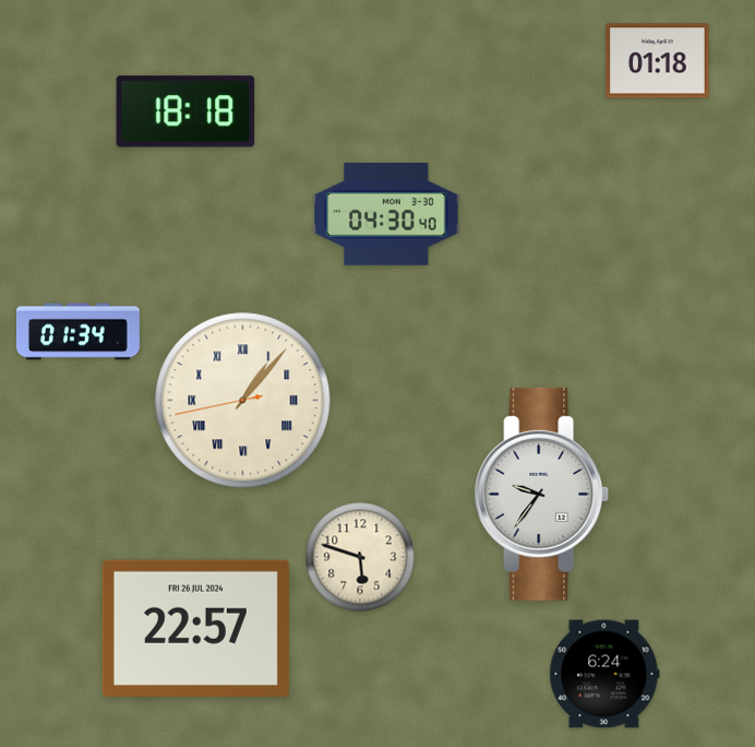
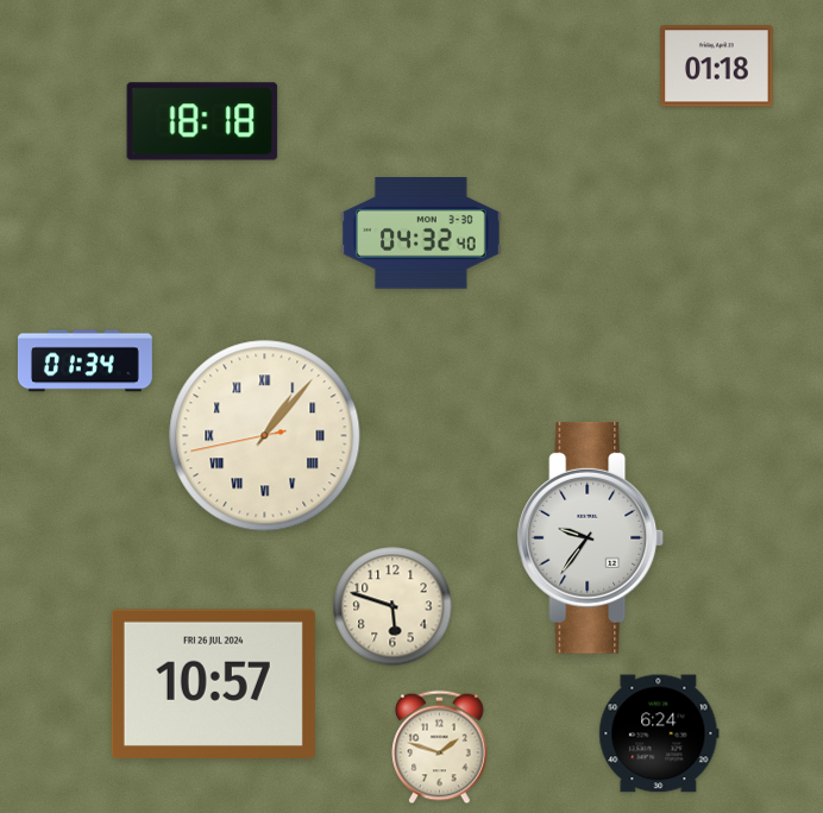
clock at (386, 215): 04:30 -> 04:32
clock at (195, 628): 22:57 -> 10:57
clock at (440, 748): none -> 1:48
